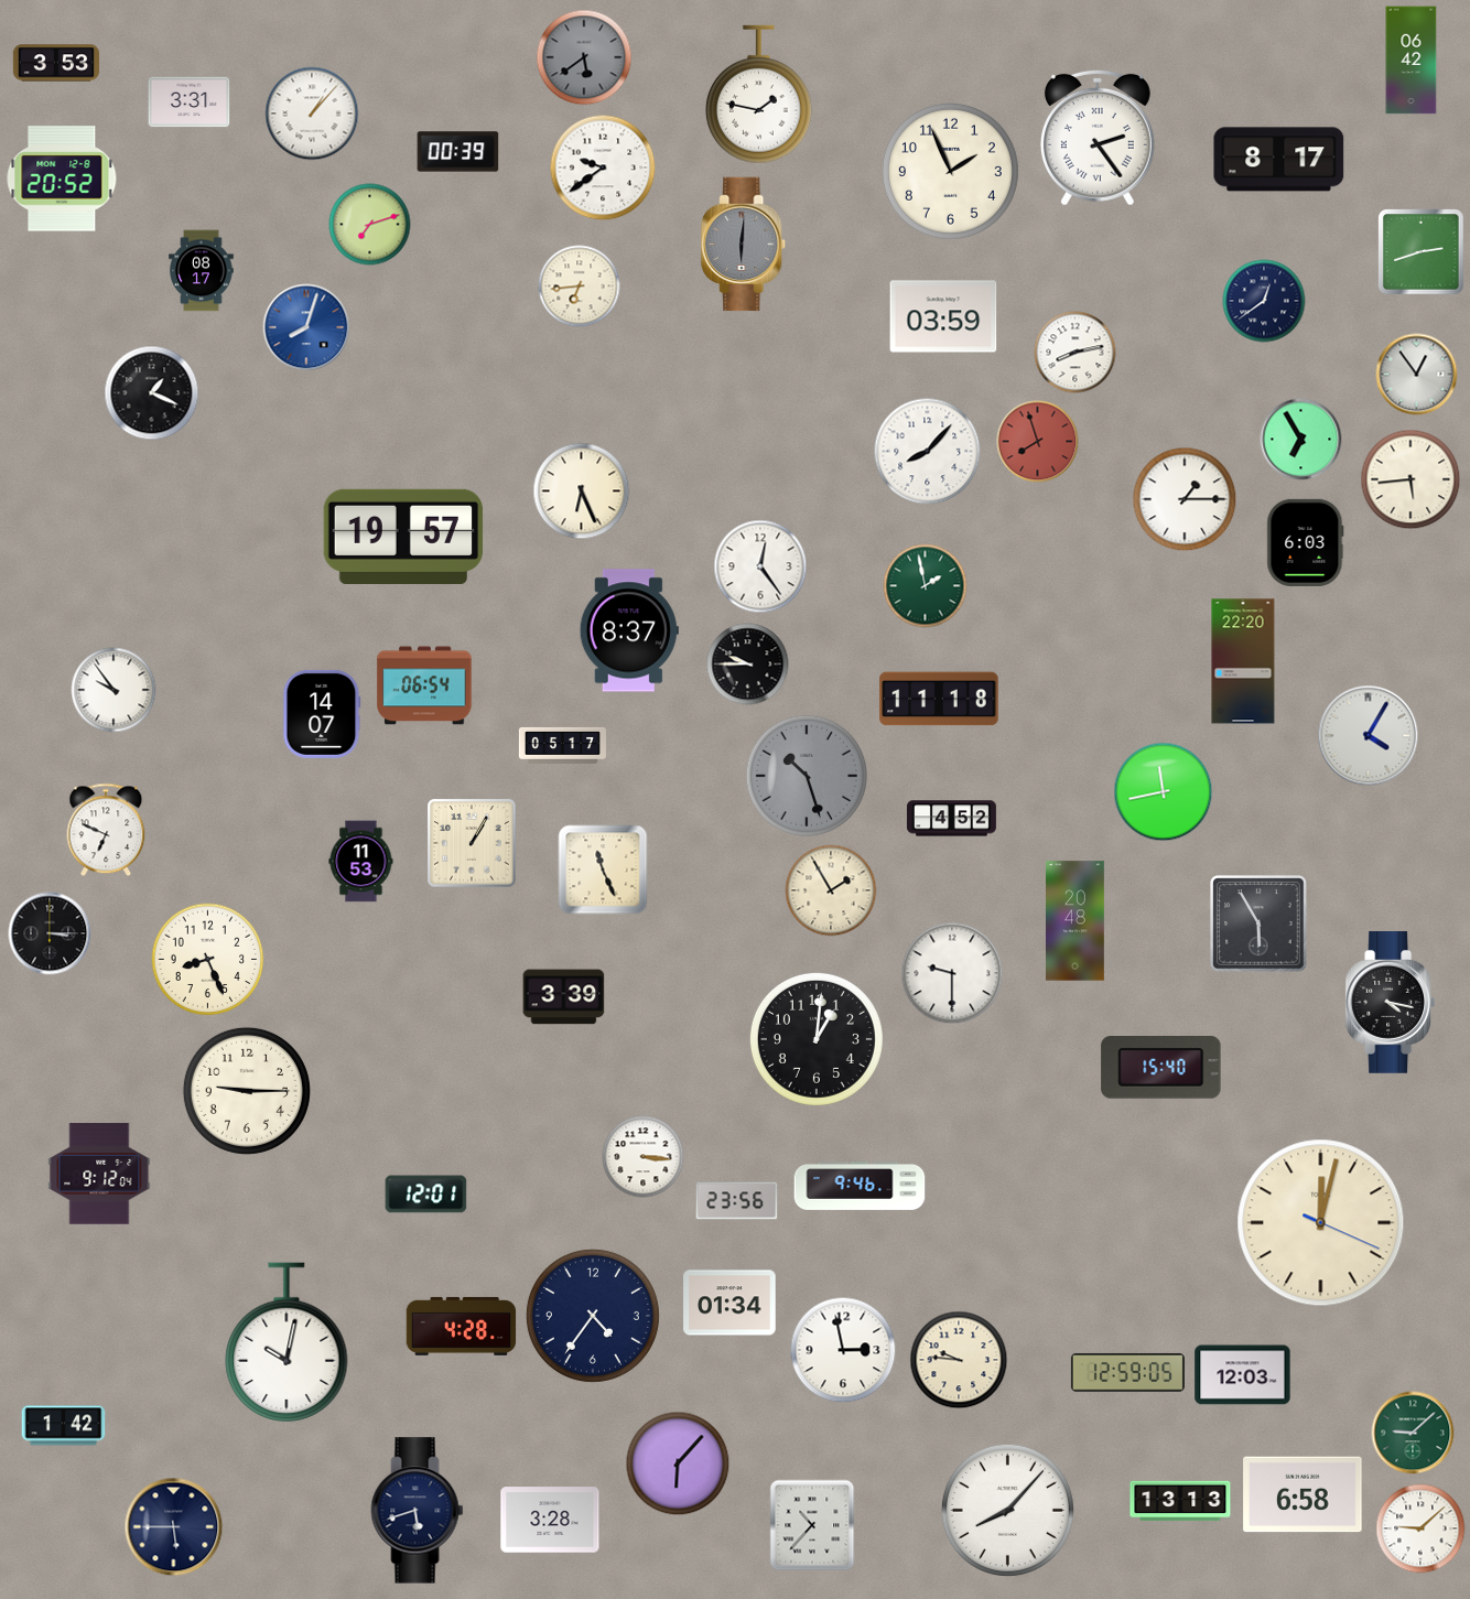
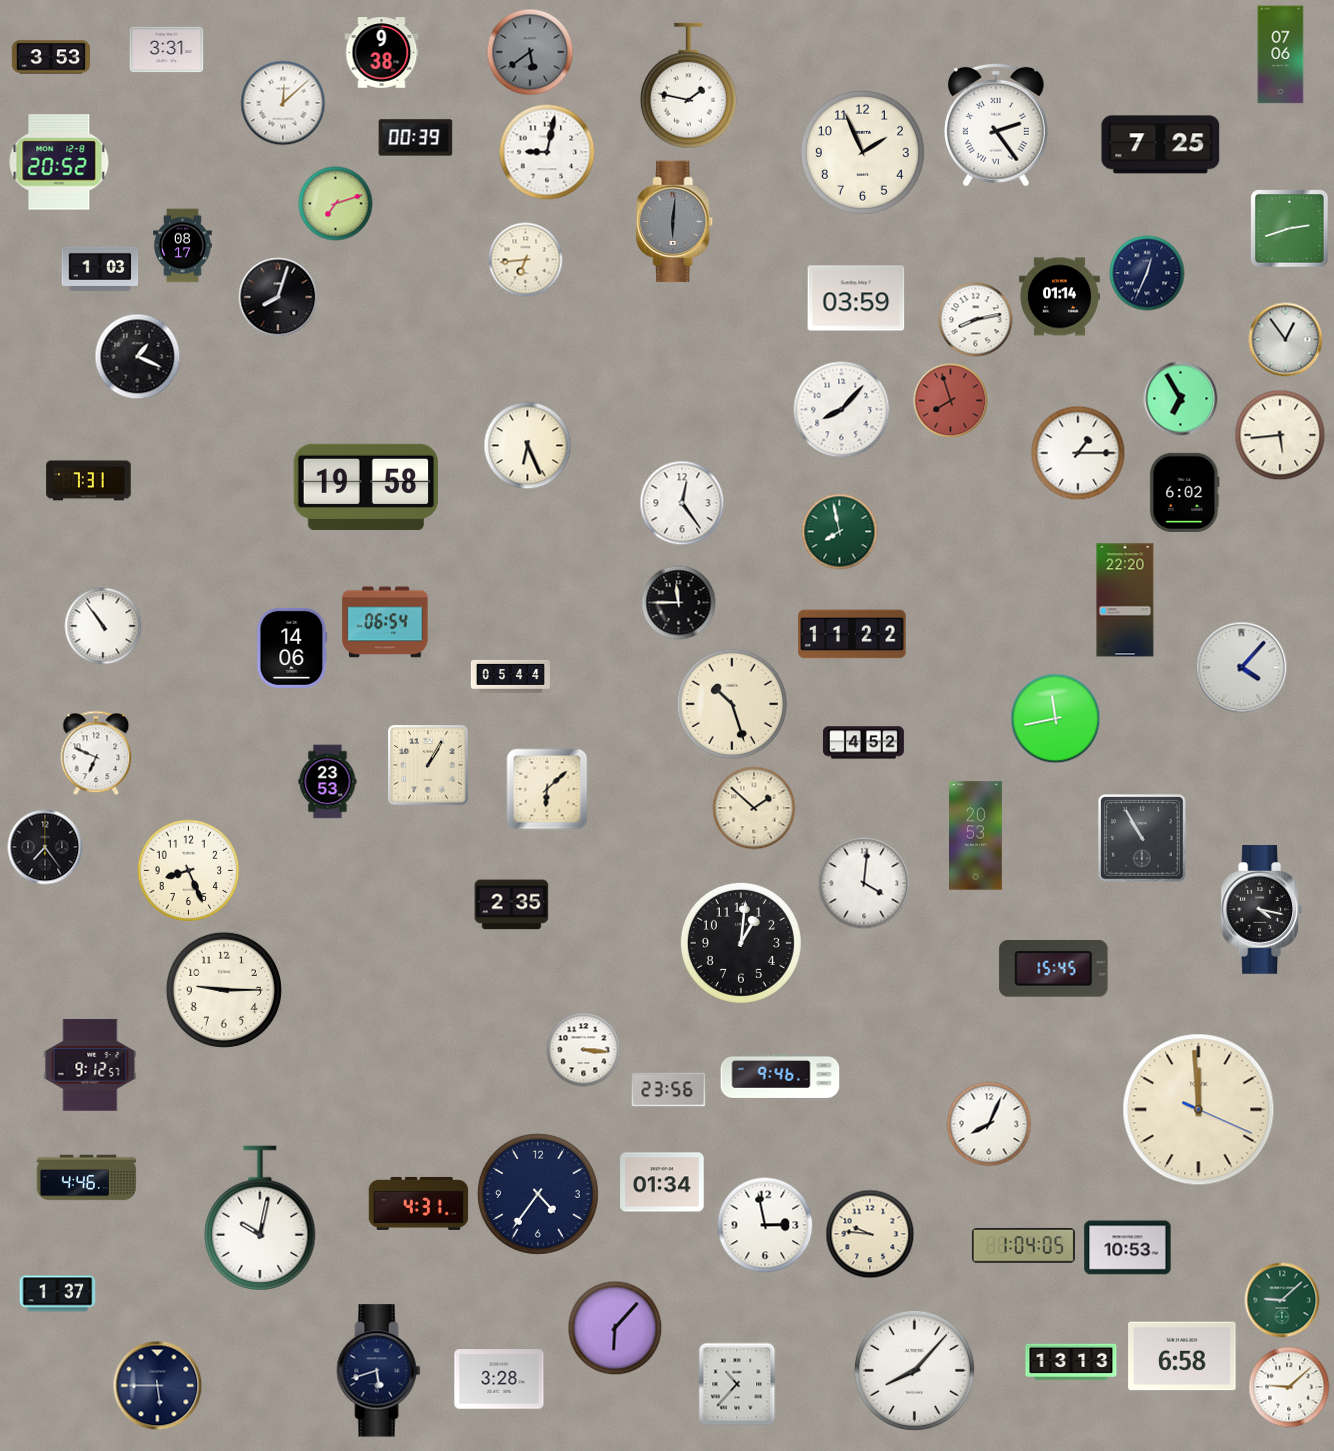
clock at (382, 53): none -> 9:38
clock at (1412, 61): 06:42 -> 07:06
clock at (190, 102) position: (190, 102) -> (167, 50)
clock at (312, 114): 1:07 -> 12:08
clock at (1279, 160): 8:17 -> 7:25
clock at (603, 168): 9:39 -> 9:02
clock at (950, 171) position: (950, 171) -> (862, 152)
clock at (62, 179) position: (62, 179) -> (59, 162)
clock at (100, 269): none -> 1:03
clock at (1264, 301): 12:39 -> 12:34
clock at (943, 316) position: (943, 316) -> (856, 298)
clock at (306, 327) dial: blue -> black
clock at (1059, 297): none -> 01:14
clock at (1038, 442) position: (1038, 442) -> (951, 401)
clock at (1185, 499) position: (1185, 499) -> (1078, 453)
clock at (89, 481): none -> 7:31
clock at (403, 537): 19:57 -> 19:58
clock at (1306, 542): 6:03 -> 6:02
clock at (760, 566) position: (760, 566) -> (682, 503)
clock at (926, 586): 1:58 -> 7:58
clock at (629, 630): 8:37 -> none
clock at (1243, 661) position: (1243, 661) -> (1125, 600)
clock at (748, 665): 9:45 -> 11:45
clock at (114, 690): 9:54 -> 10:54
clock at (939, 699): 11:18 -> 11:22
clock at (322, 714): 14:07 -> 14:06
clock at (1369, 736): 4:05 -> 4:07
clock at (562, 745): 05:17 -> 05:44
clock at (806, 775) dial: grey -> cream
clock at (361, 862): 11:53 -> 23:53
clock at (603, 869): 11:26 -> 6:08
clock at (831, 890): 1:55 -> 1:52
clock at (1076, 921): 20:48 -> 20:53
clock at (1258, 923): 5:55 -> 10:55
clock at (50, 933): 3:15 -> 7:24
clock at (952, 973): 9:30 -> 4:01
clock at (564, 997): 3:39 -> 2:35
clock at (1161, 1068): 15:40 -> 15:45
clock at (99, 1174): 9:12:04 -> 9:12:57
clock at (426, 1195): 12:01 -> none
clock at (1321, 1223): 12:02 -> 11:59
clock at (989, 1124): none -> 8:04
clock at (87, 1178): none -> 4:46
clock at (462, 1326): 4:28 -> 4:31
clock at (1127, 1373): 12:59 -> 1:04
clock at (1243, 1375): 12:03 -> 10:53
clock at (64, 1426): 1:42 -> 1:37
